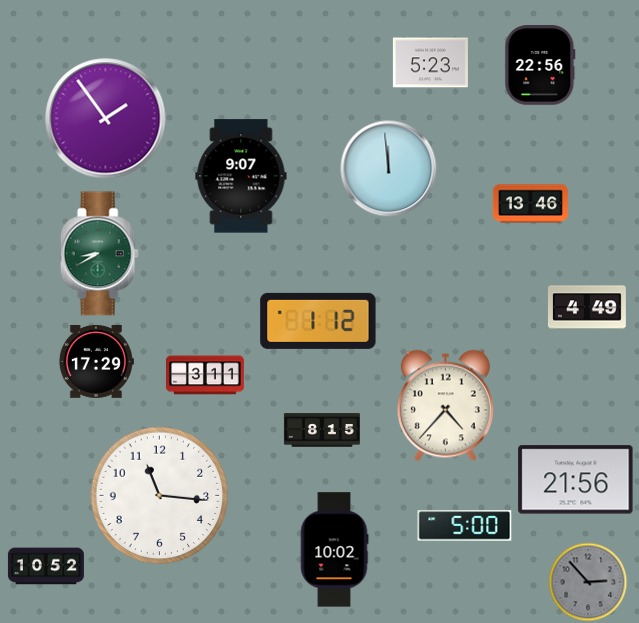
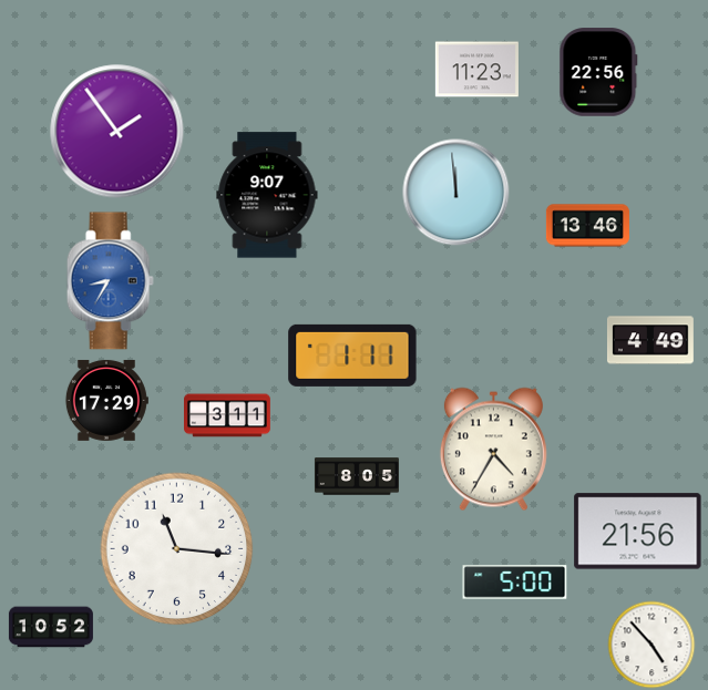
clock at (430, 63): 5:23 -> 11:23
clock at (389, 169) position: (389, 169) -> (456, 193)
clock at (99, 254): 8:40 -> 8:35
clock at (99, 254) dial: green -> blue
clock at (318, 321): 1:12 -> 1:11
clock at (445, 406): 4:37 -> 4:35
clock at (322, 430): 8:15 -> 8:05
clock at (334, 550): 10:02 -> none
clock at (588, 582): 2:53 -> 4:53
clock at (588, 582) dial: grey -> white
